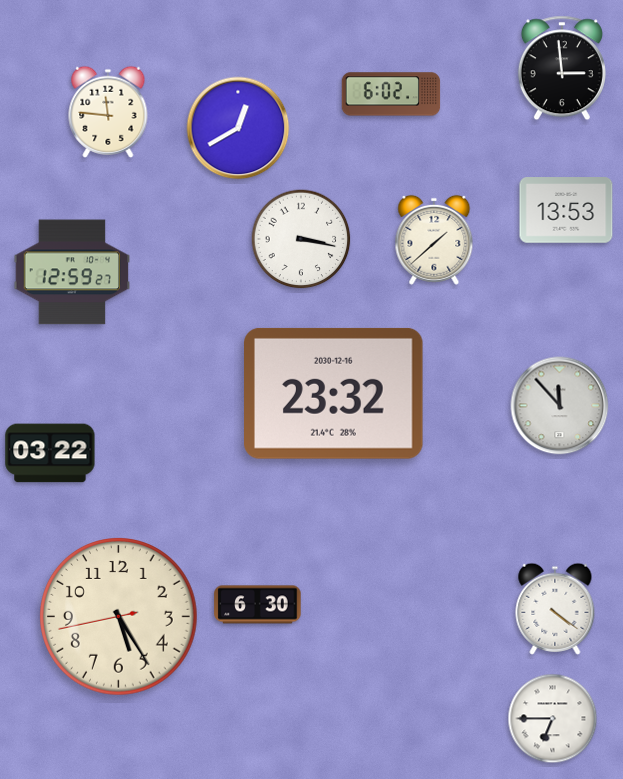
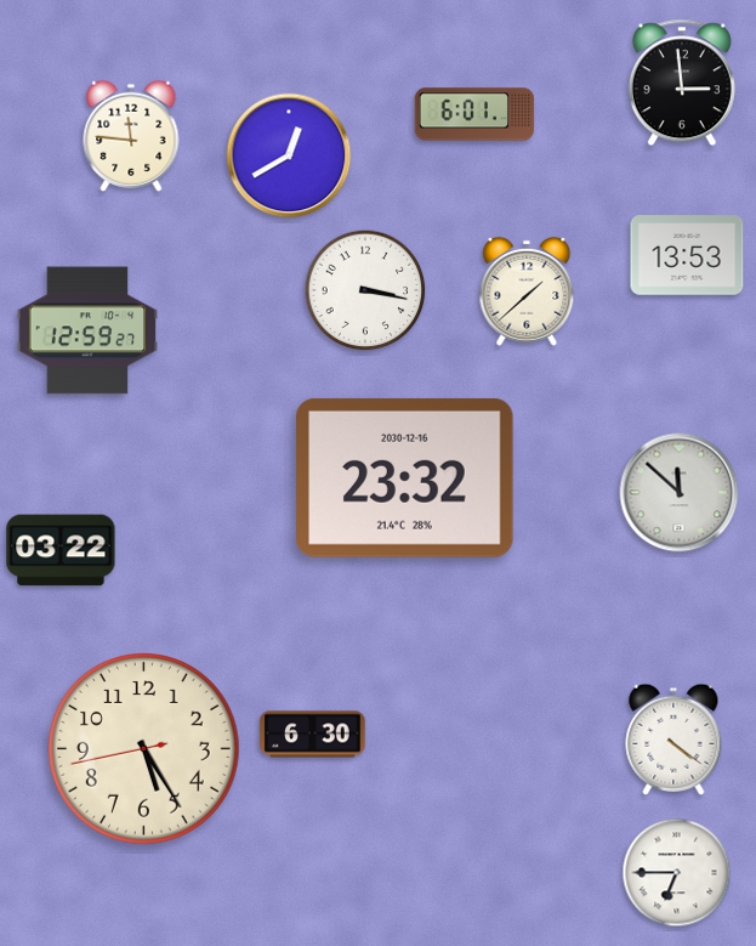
clock at (391, 94): 6:02 -> 6:01
clock at (560, 406): 11:53 -> 11:52
clock at (553, 719) position: (553, 719) -> (677, 873)
